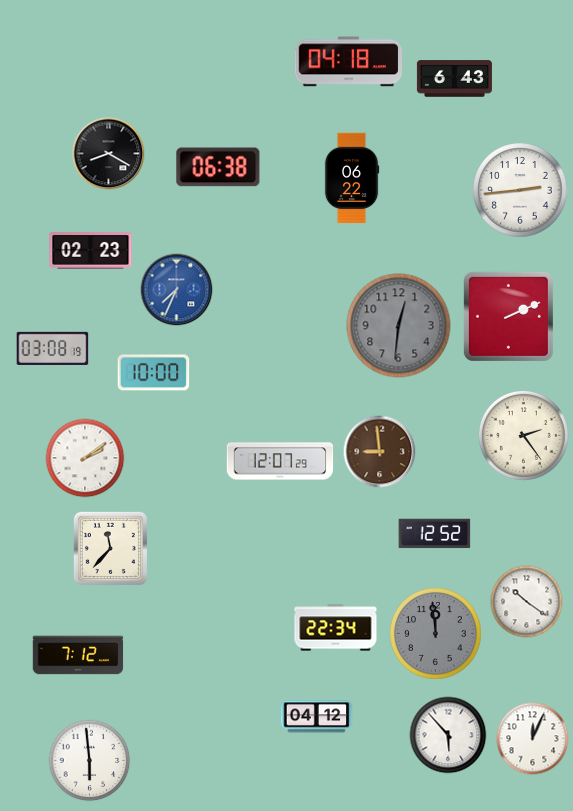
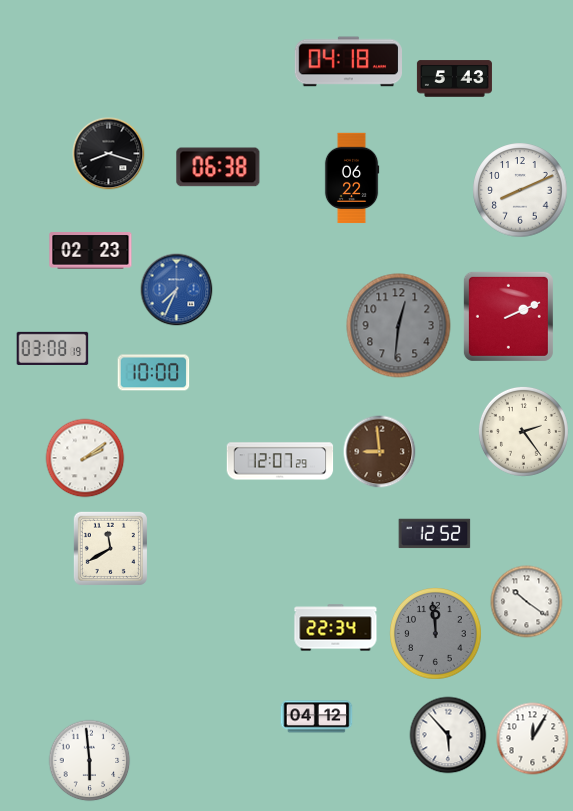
clock at (454, 79): 6:43 -> 5:43
clock at (109, 154): 8:20 -> 8:18
clock at (520, 190): 2:44 -> 8:11
clock at (523, 435) position: (523, 435) -> (523, 431)
clock at (110, 548): 11:37 -> 11:40
clock at (78, 655): 7:12 -> none
clock at (533, 739): 12:04 -> 12:05
